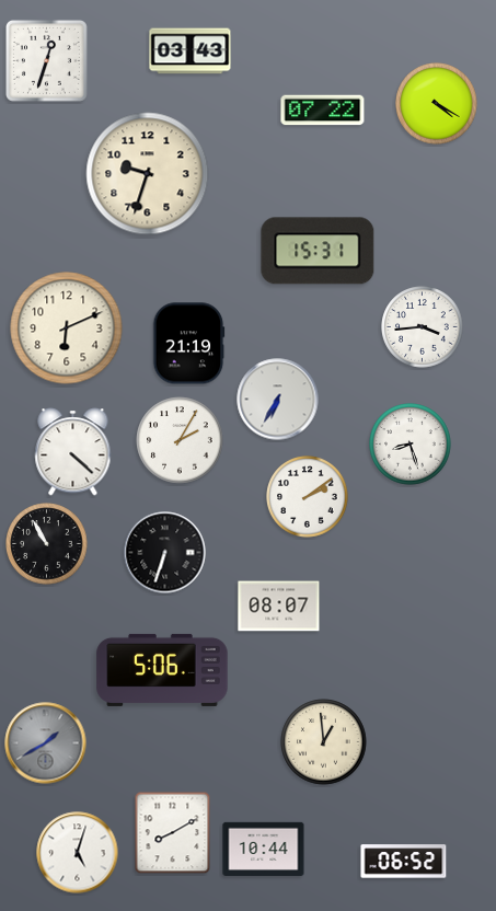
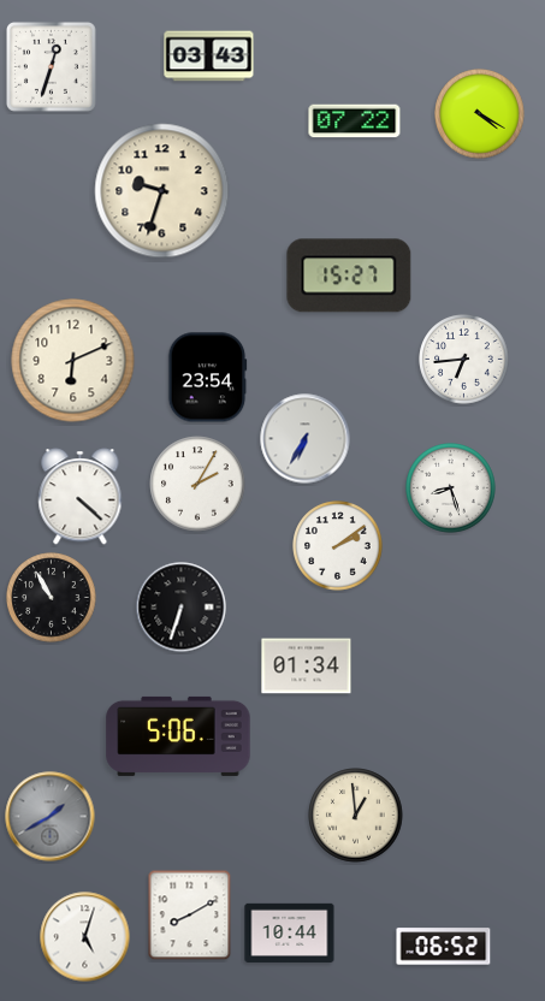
clock at (318, 251): 15:31 -> 15:27
clock at (423, 327): 3:44 -> 6:44
clock at (188, 344): 21:19 -> 23:54
clock at (279, 607): 08:07 -> 01:34
